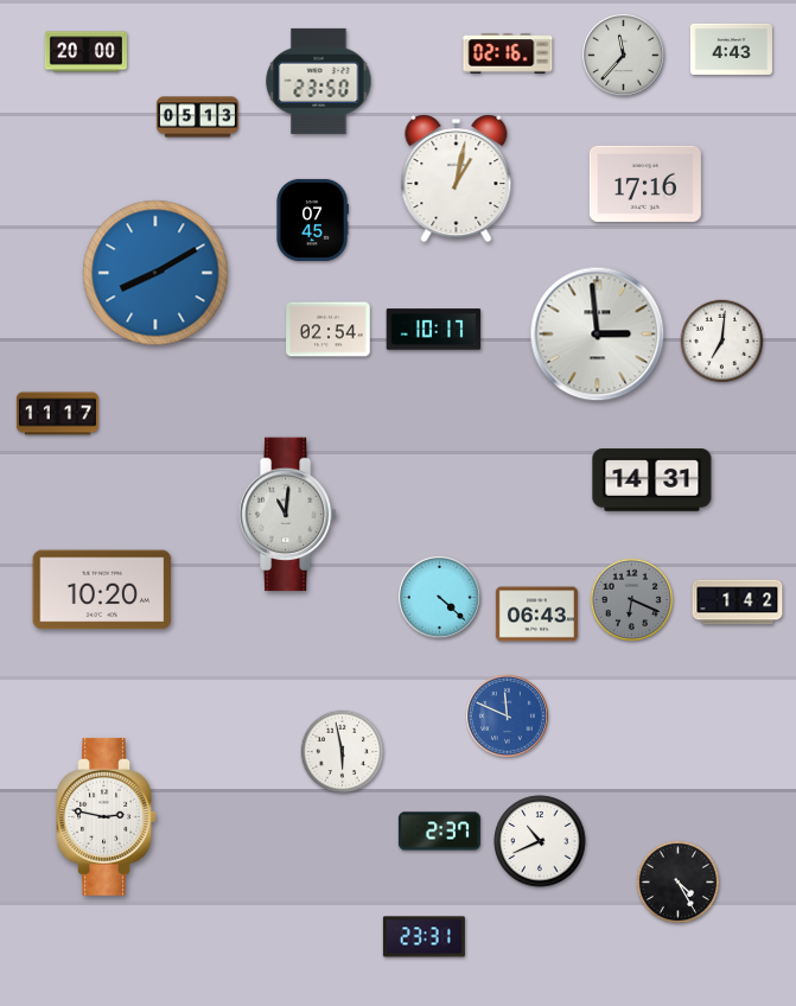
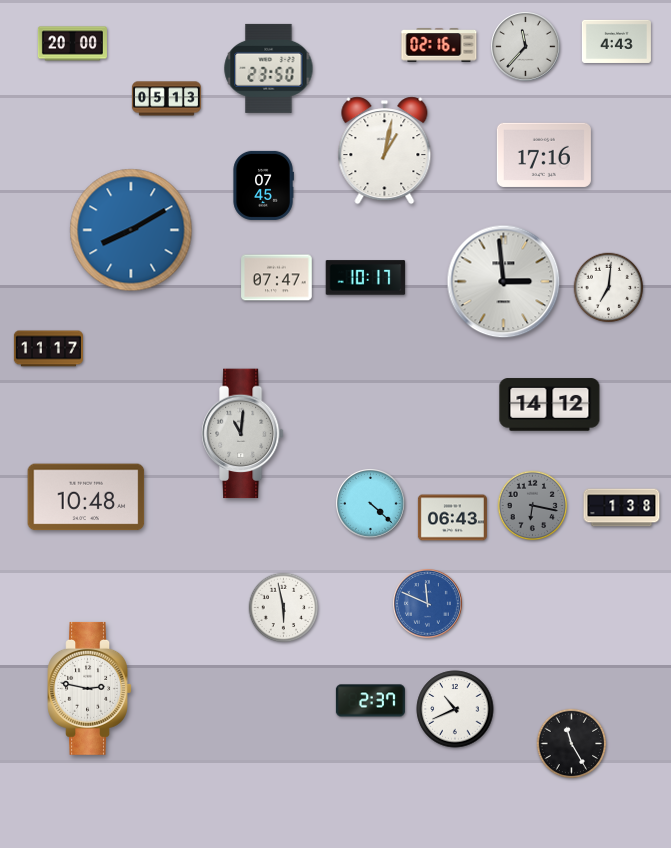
clock at (508, 53) position: (508, 53) -> (439, 45)
clock at (329, 330): 02:54 -> 07:47
clock at (652, 480): 14:31 -> 14:12
clock at (102, 590): 10:20 -> 10:48
clock at (632, 600): 6:19 -> 6:17
clock at (738, 603): 1:42 -> 1:38
clock at (343, 752) position: (343, 752) -> (284, 608)
clock at (679, 883): 4:25 -> 11:25
clock at (424, 937): 23:31 -> none
